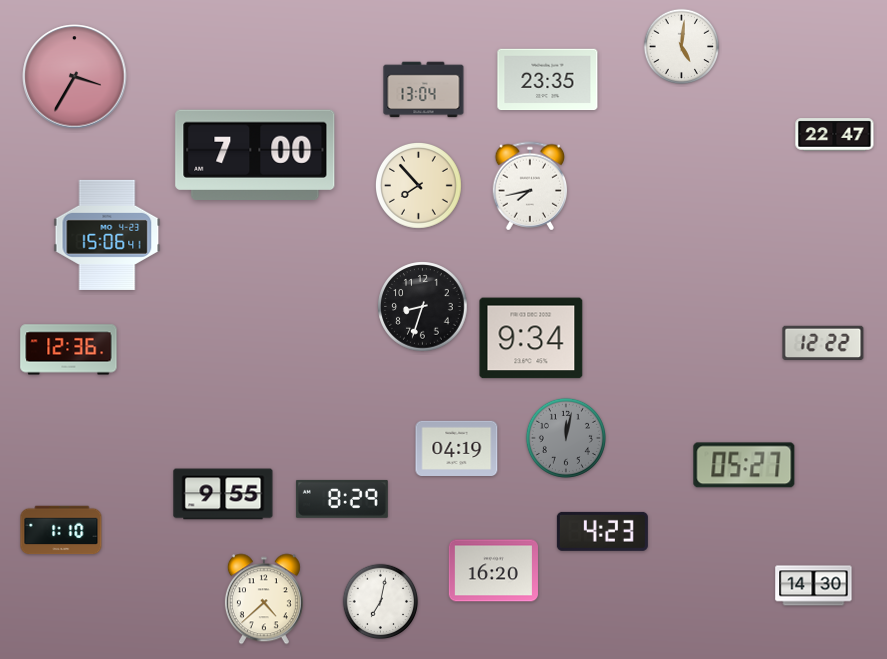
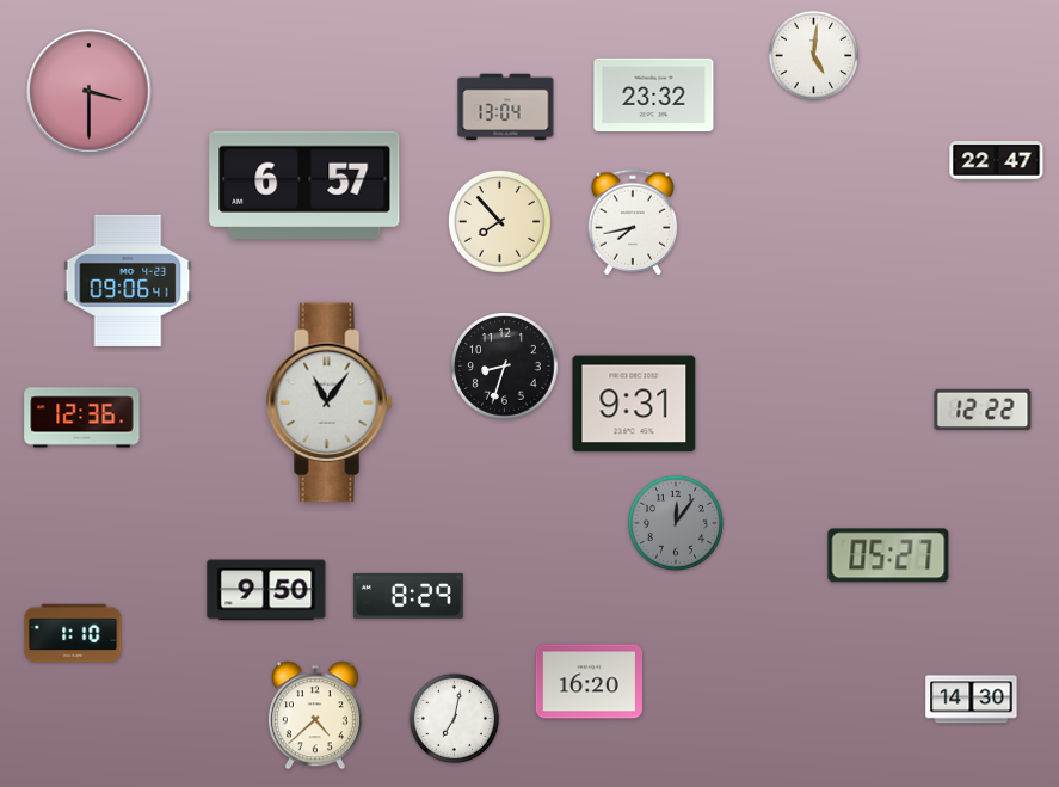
clock at (75, 77): 3:35 -> 3:30
clock at (548, 80): 23:35 -> 23:32
clock at (255, 154): 7:00 -> 6:57
clock at (107, 235): 15:06 -> 09:06
clock at (330, 402): none -> 11:06
clock at (531, 338): 9:34 -> 9:31
clock at (566, 438): 12:02 -> 12:06
clock at (457, 448): 04:19 -> none
clock at (223, 494): 9:55 -> 9:50
clock at (602, 531): 4:23 -> none
